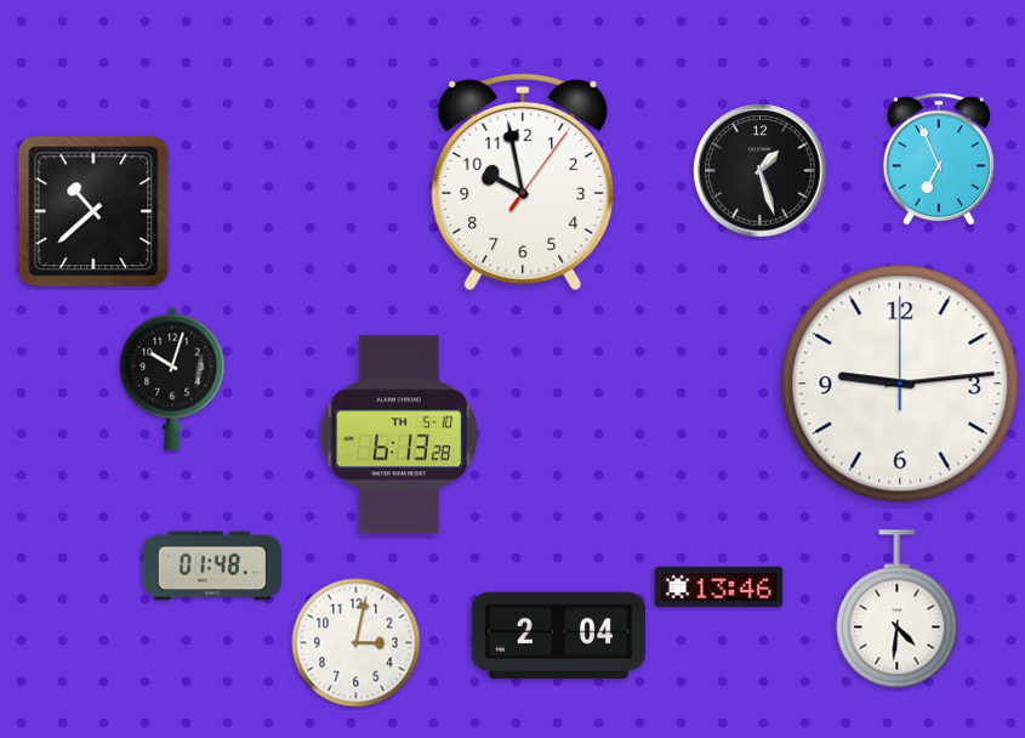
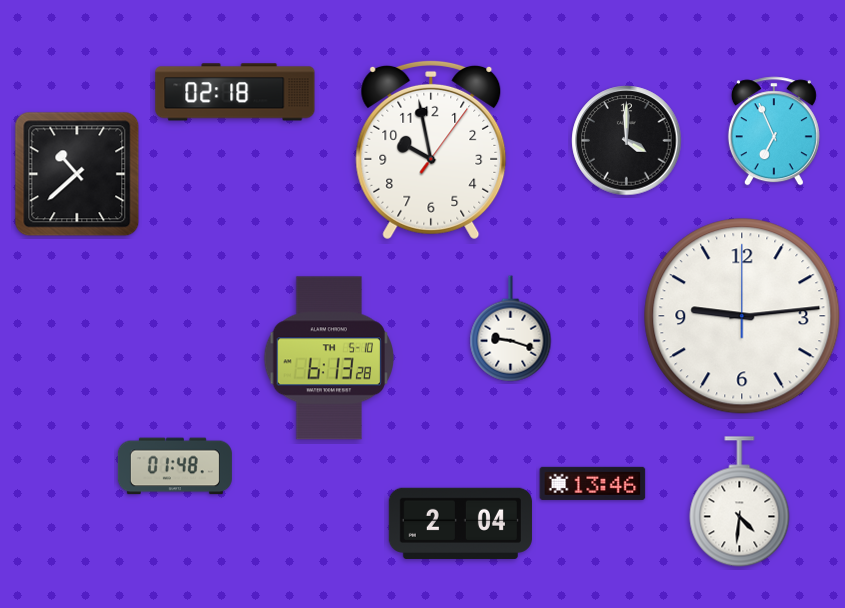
clock at (235, 92): none -> 02:18
clock at (761, 171): 1:27 -> 4:00
clock at (172, 379): 10:03 -> none
clock at (511, 329): none -> 9:18
clock at (357, 643): 3:02 -> none
